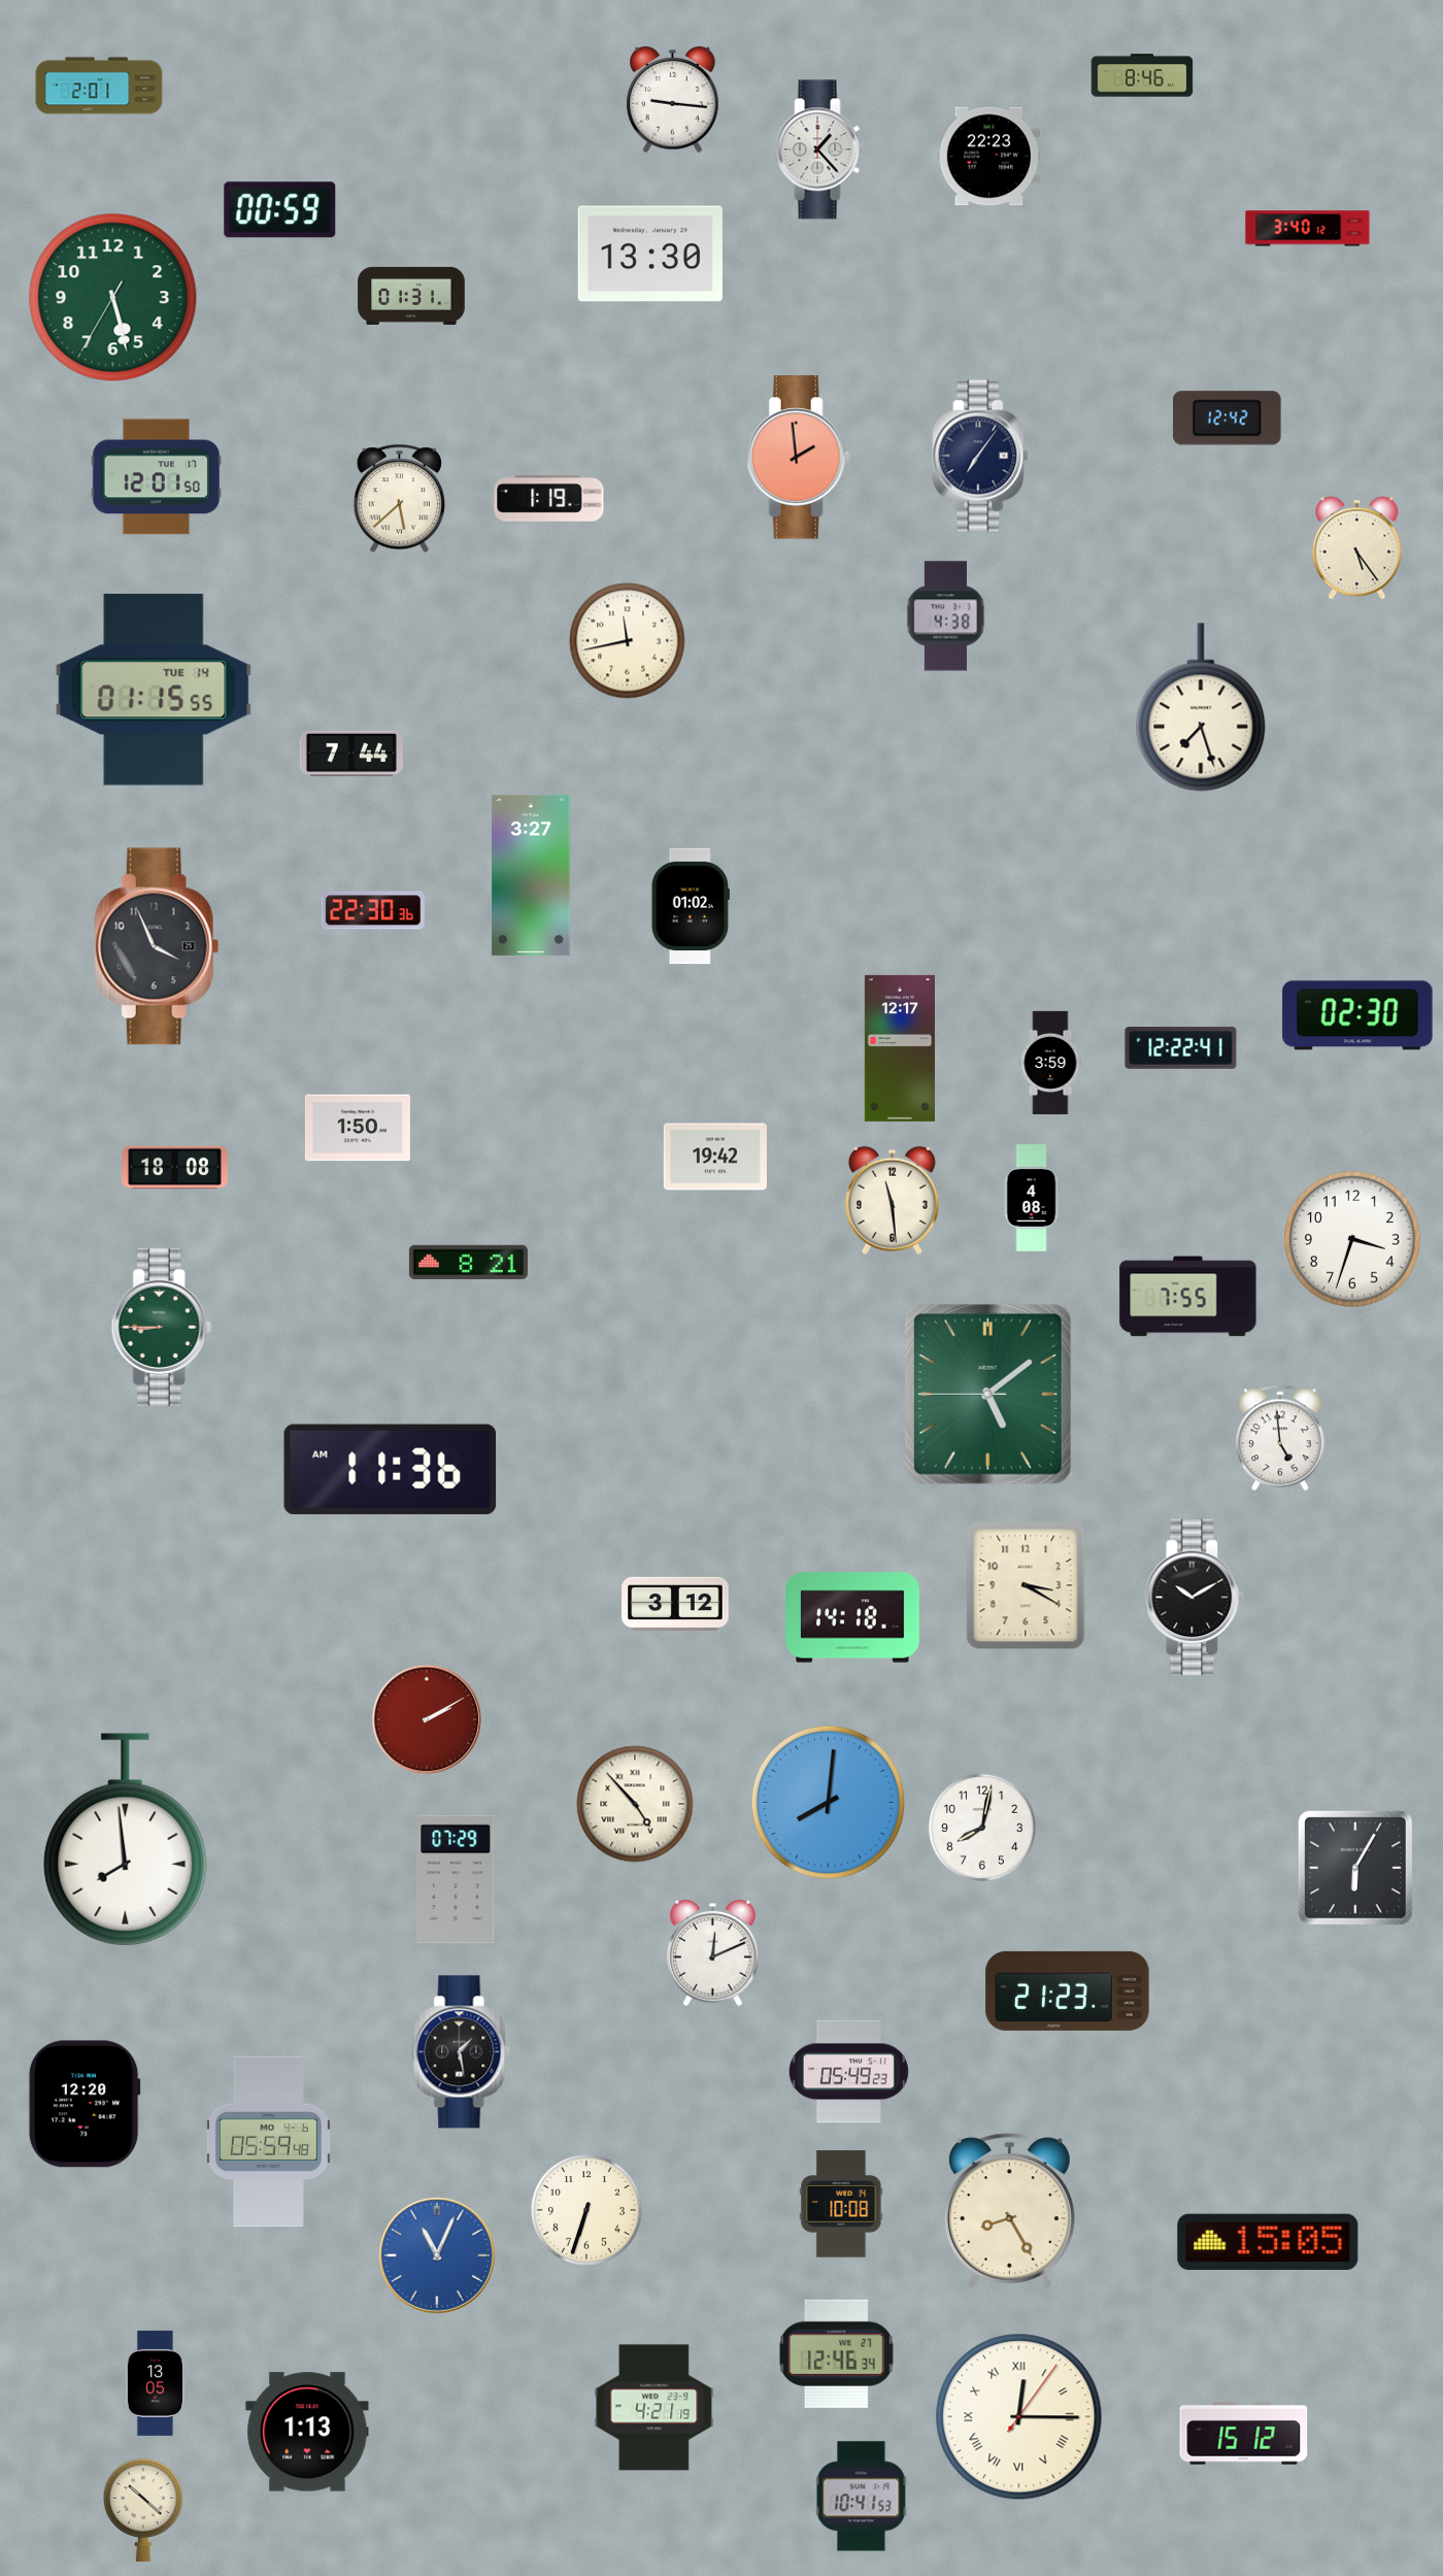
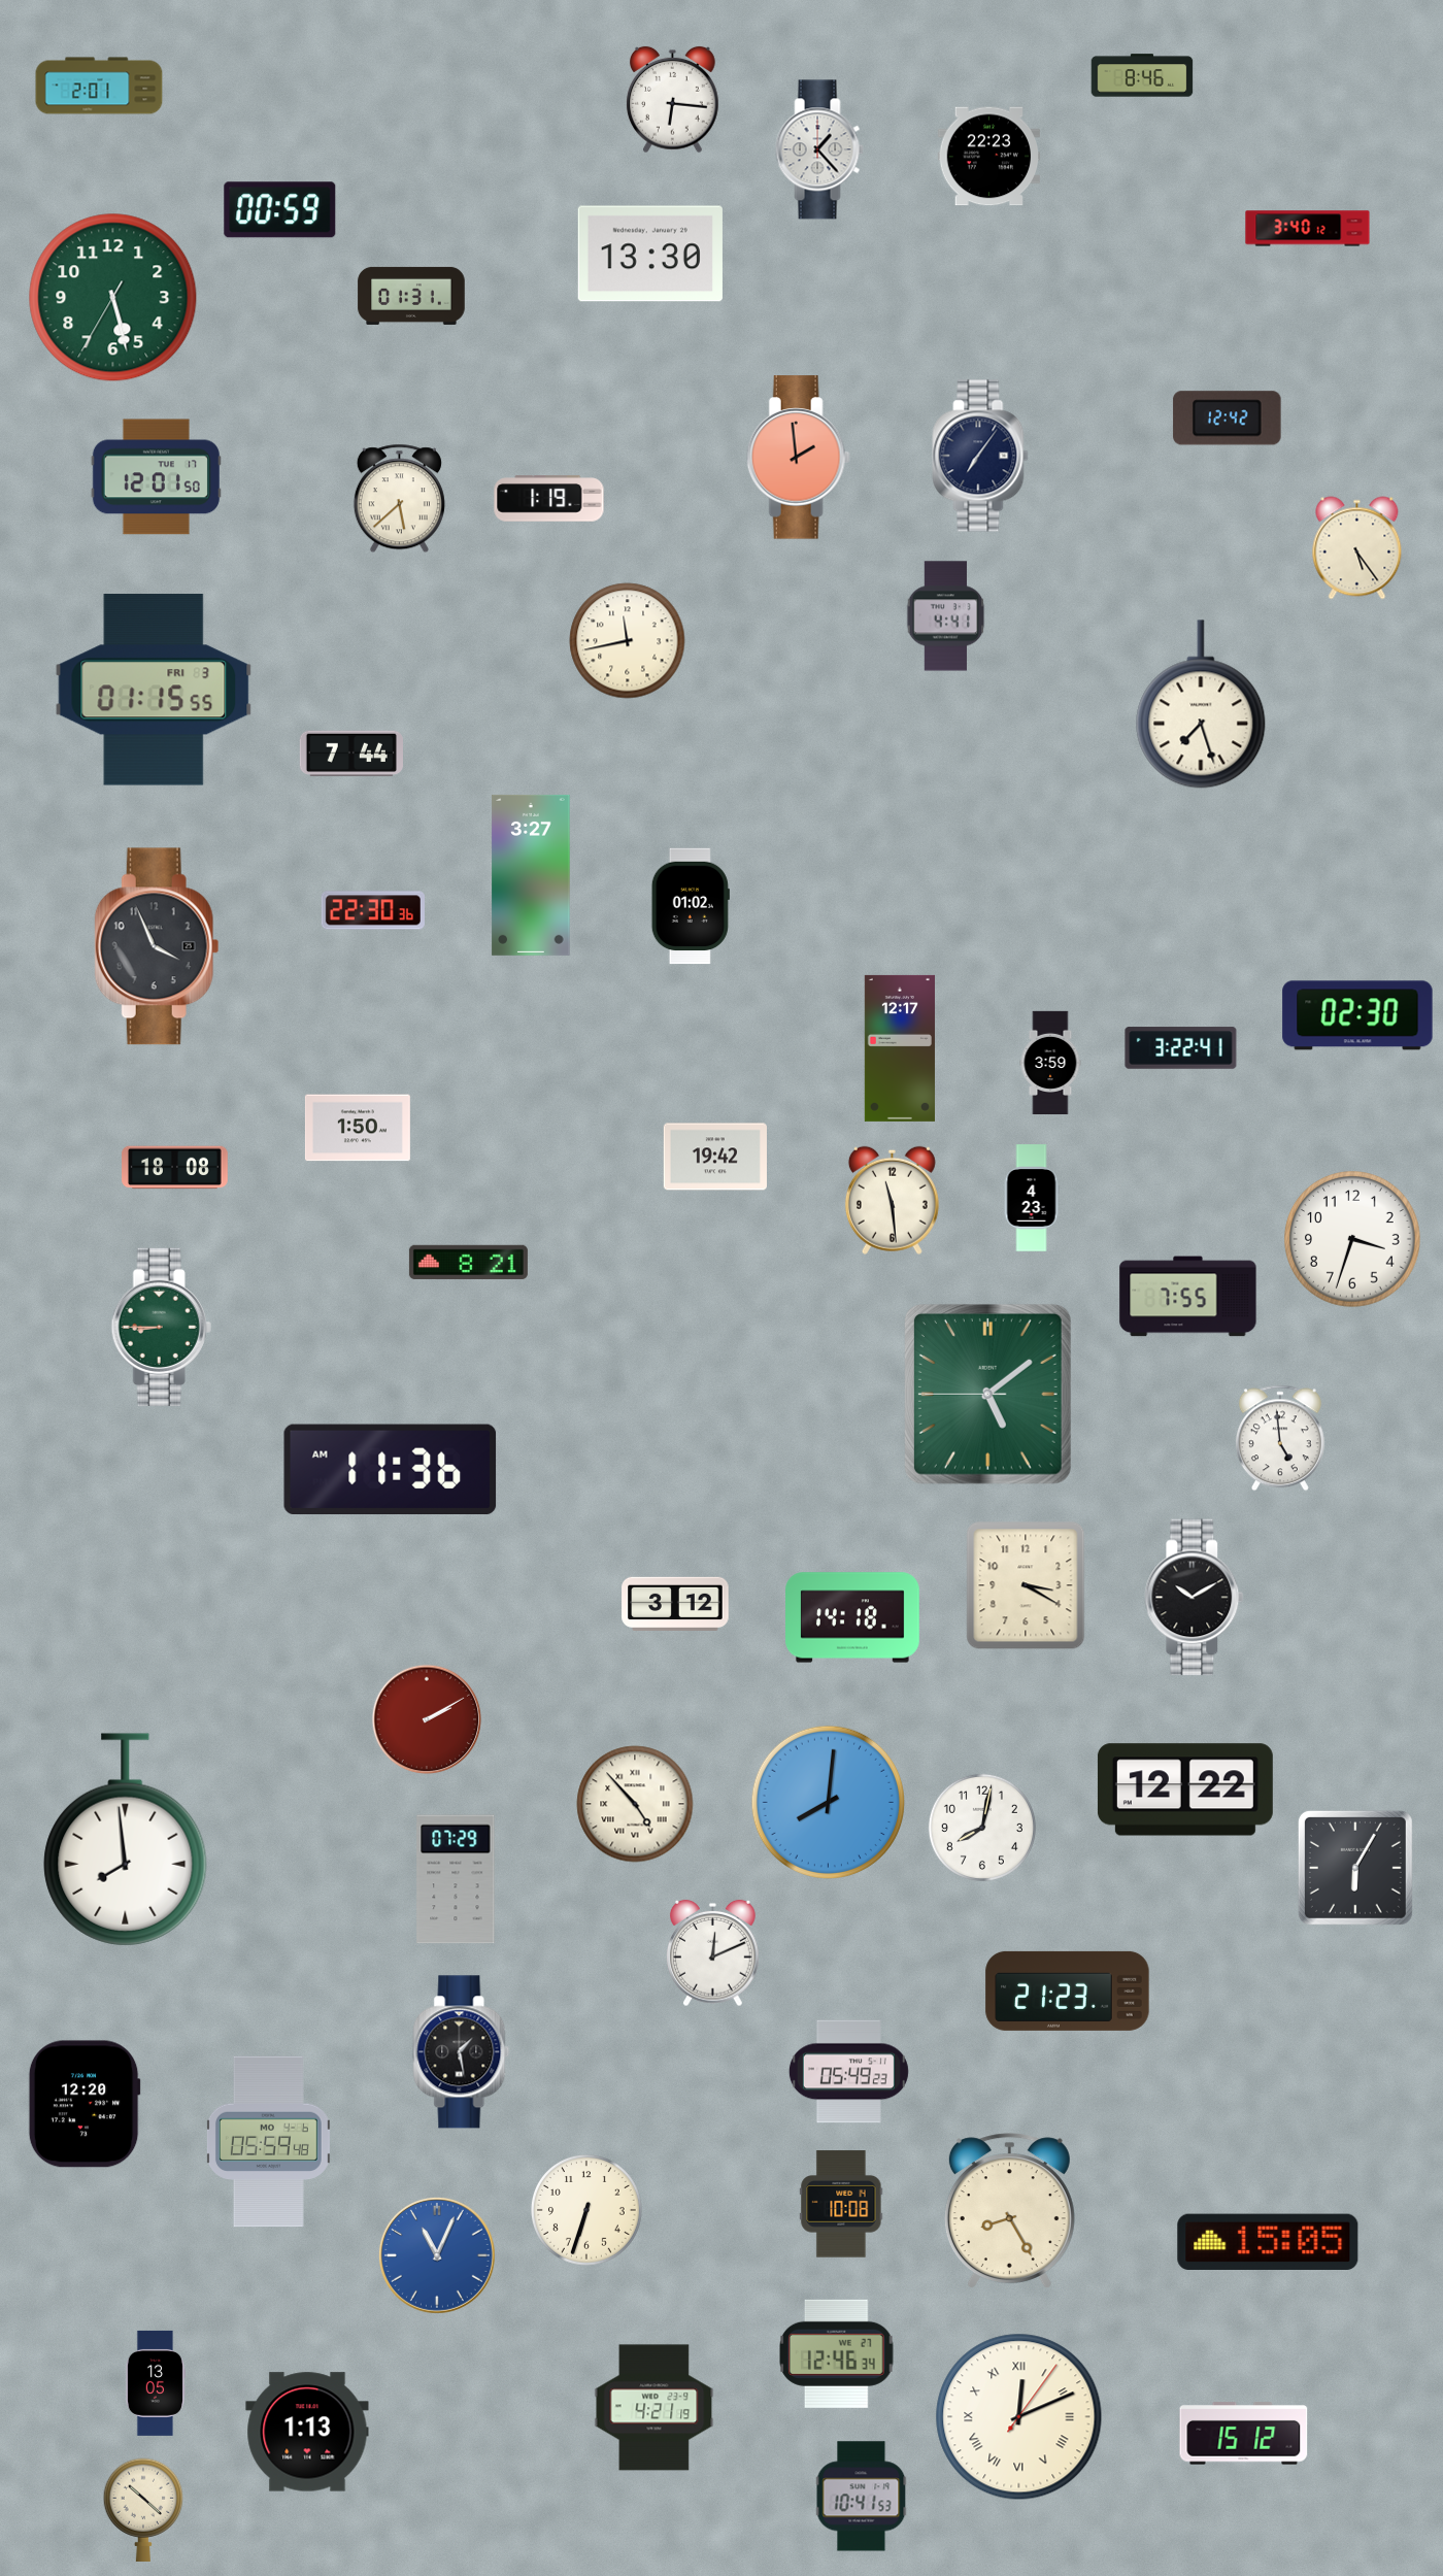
clock at (673, 100): 9:16 -> 6:16
clock at (946, 616): 4:38 -> 4:41
clock at (154, 690) date: TUE 14 -> FRI 3
clock at (1201, 707) position: (1201, 707) -> (1201, 704)
clock at (1181, 1048): 12:22 -> 3:22
clock at (1032, 1198): 4:08 -> 4:23
clock at (1185, 1789): none -> 12:22
clock at (1019, 2417): 12:15 -> 12:11
